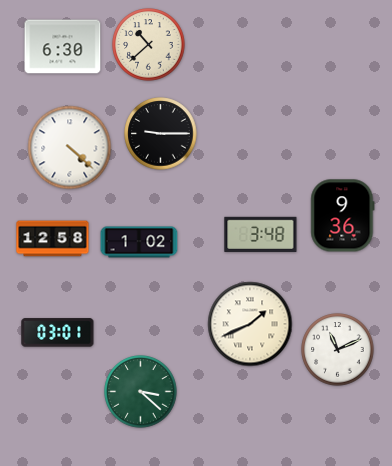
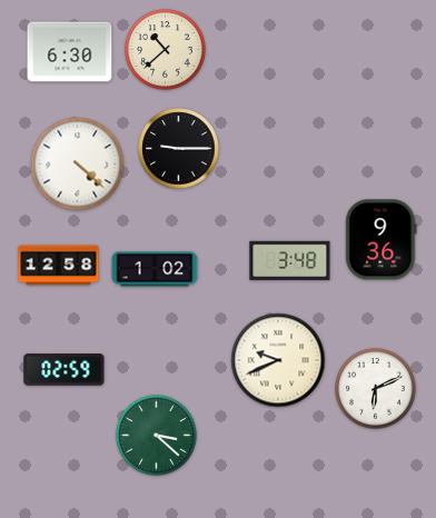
clock at (250, 324): 1:41 -> 9:41
clock at (58, 333): 03:01 -> 02:59
clock at (338, 350): 11:11 -> 6:11
